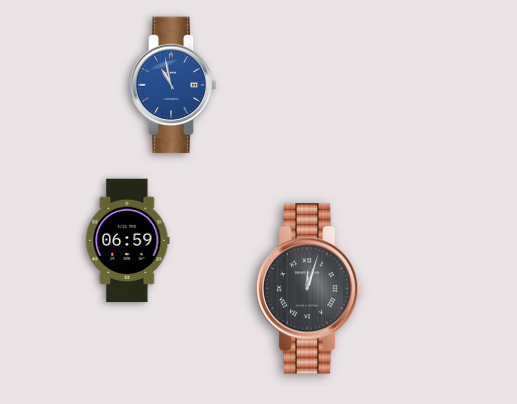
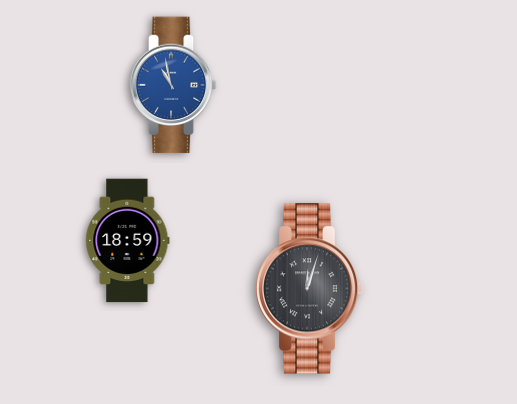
clock at (128, 241): 06:59 -> 18:59
